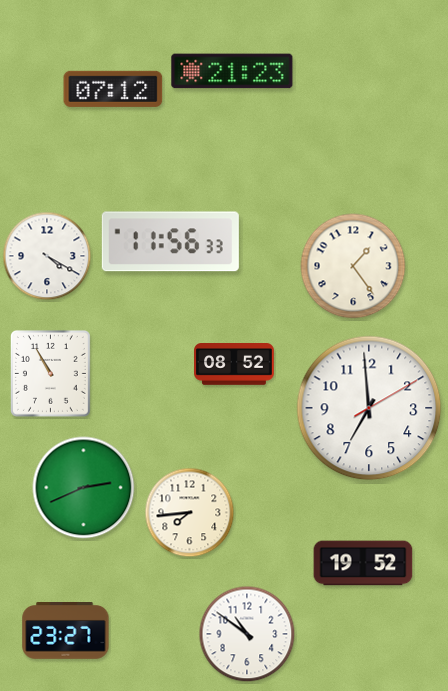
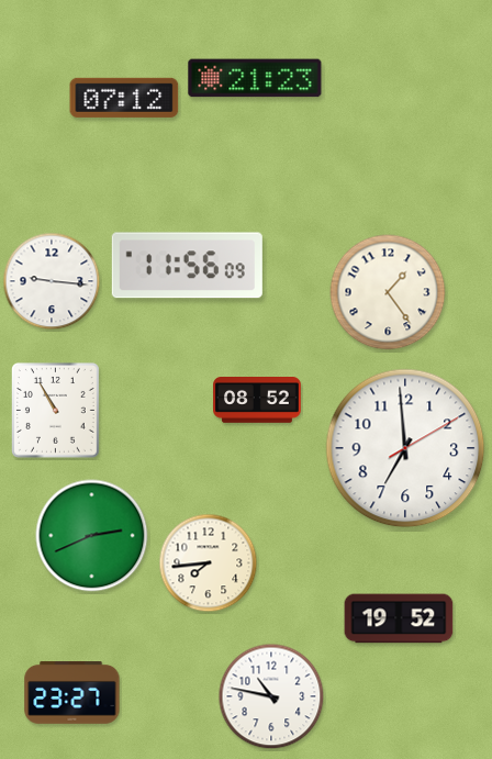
clock at (170, 242): 11:56:33 -> 11:56:09
clock at (47, 256): 4:20 -> 9:16
clock at (247, 634): 10:51 -> 10:47
